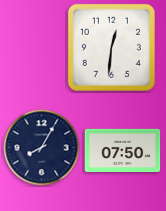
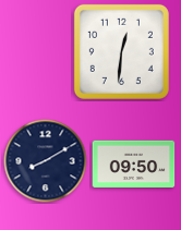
clock at (42, 148): 8:05 -> 8:10
clock at (123, 150): 07:50 -> 09:50
